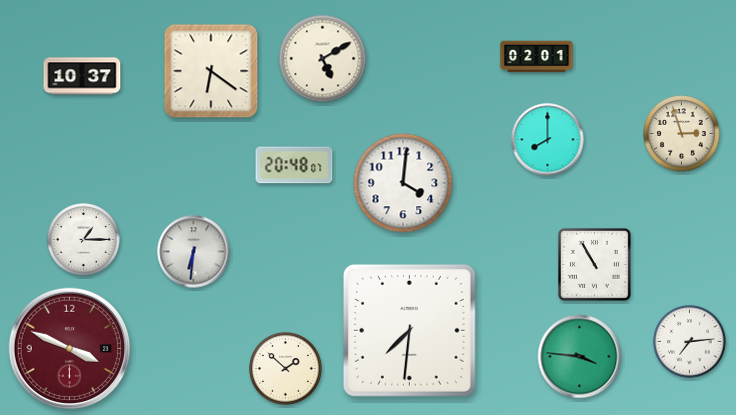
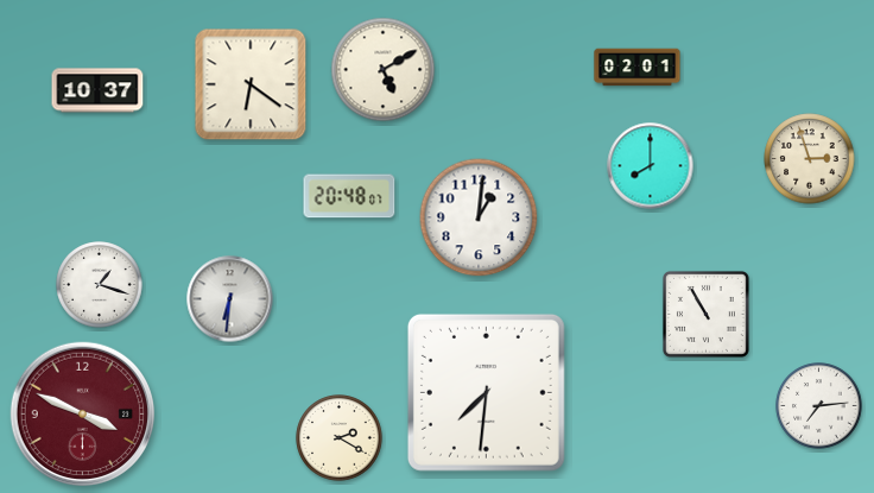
clock at (403, 183): 4:01 -> 1:01
clock at (84, 240): 1:15 -> 1:18
clock at (580, 357): 3:46 -> none
clock at (286, 369): 1:52 -> 2:20
